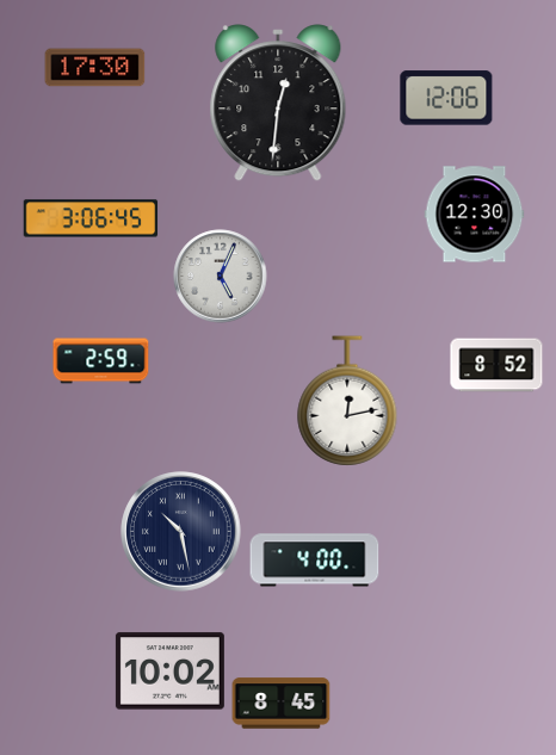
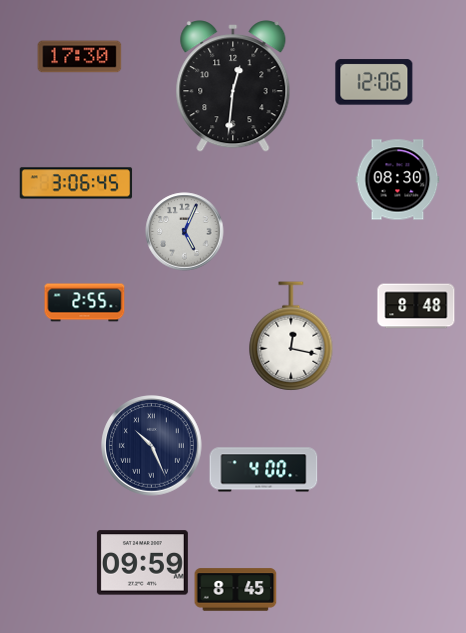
clock at (475, 215): 12:30 -> 08:30
clock at (101, 361): 2:59 -> 2:55
clock at (496, 365): 8:52 -> 8:48
clock at (347, 401): 12:13 -> 12:17
clock at (181, 532): 10:28 -> 10:26
clock at (169, 672): 10:02 -> 09:59
